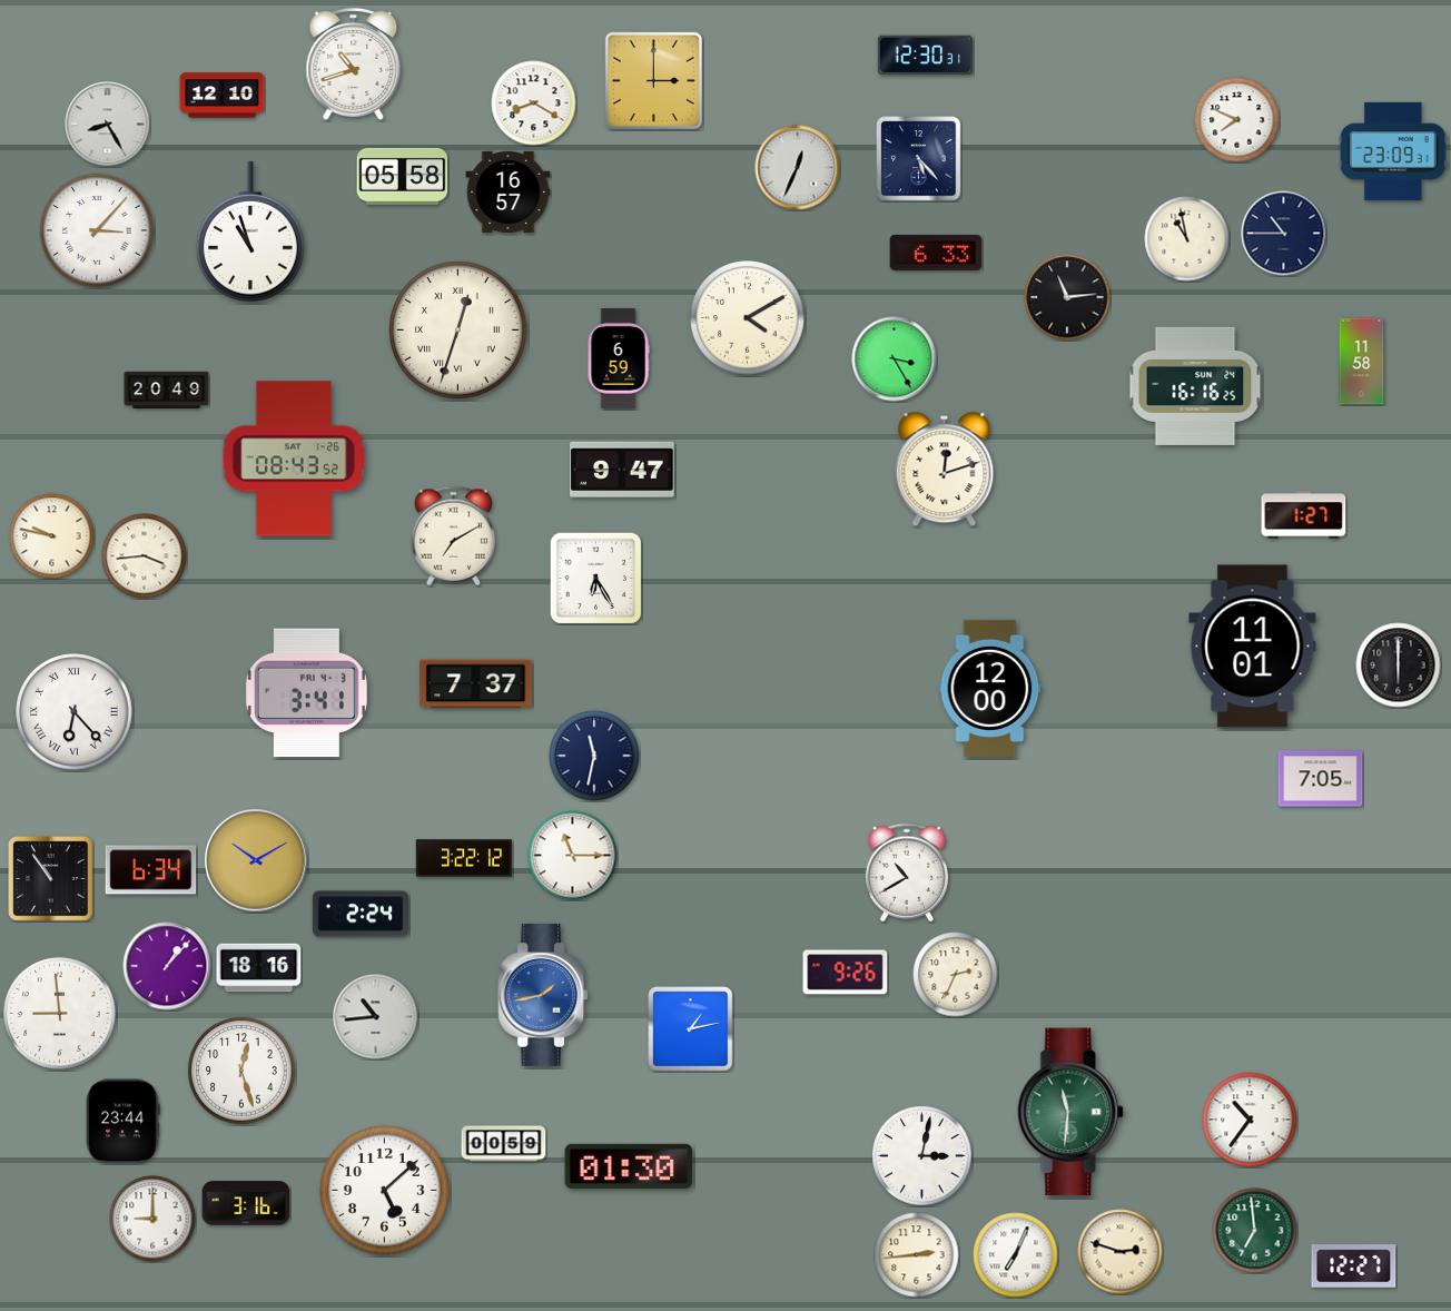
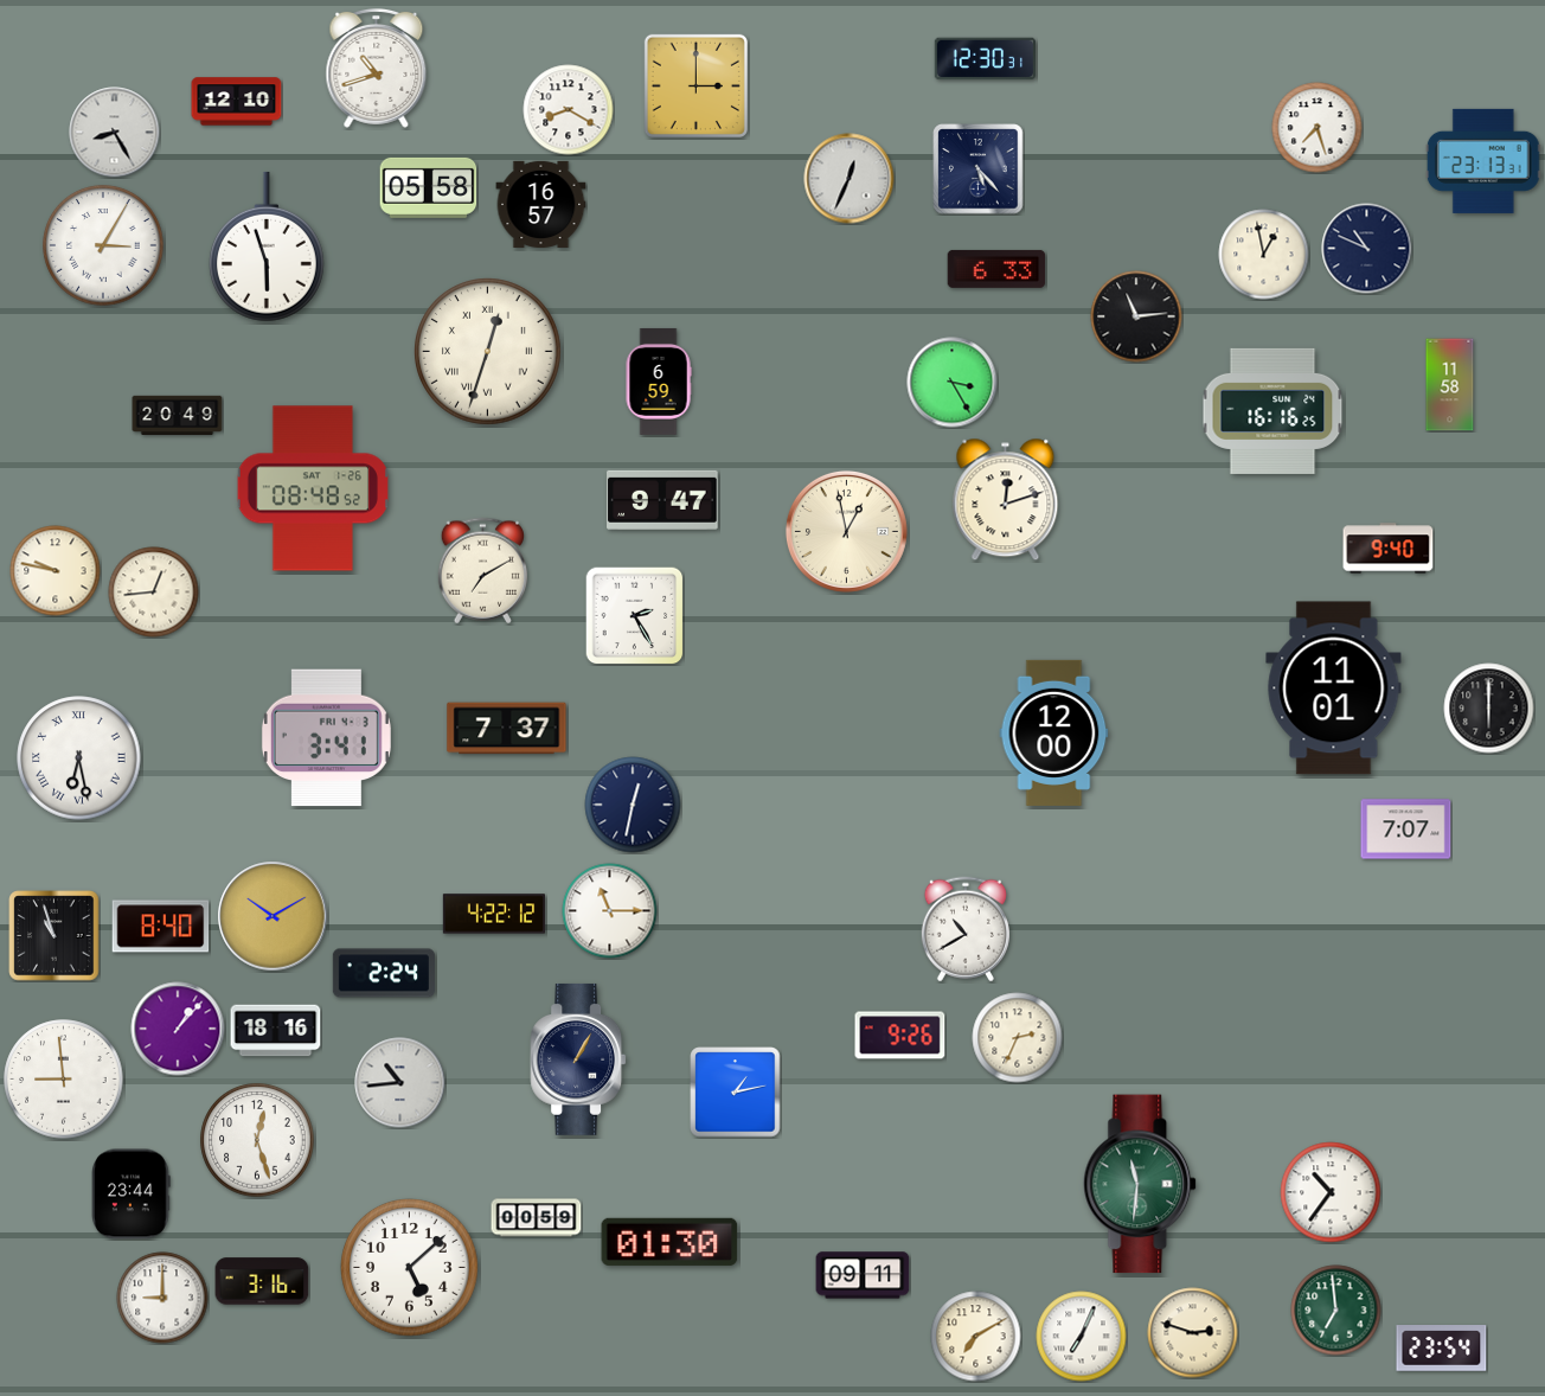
clock at (1237, 120): 7:49 -> 7:27
clock at (1393, 151): 23:09 -> 23:13
clock at (97, 230): 3:07 -> 3:05
clock at (250, 231): 10:57 -> 5:57
clock at (1284, 234): 10:45 -> 10:49
clock at (1187, 239): 10:58 -> 12:58
clock at (748, 318): 4:10 -> none
clock at (294, 459): 08:43 -> 08:48
clock at (846, 531): none -> 12:58
clock at (1304, 515): 1:27 -> 9:40
clock at (145, 556): 3:44 -> 12:44
clock at (595, 578): 6:25 -> 2:25
clock at (75, 712): 6:23 -> 6:28
clock at (594, 756): 11:32 -> 12:32
clock at (1321, 779): 7:05 -> 7:07
clock at (463, 858): 3:22 -> 4:22
clock at (151, 870): 6:34 -> 8:40
clock at (51, 879): 10:54 -> 10:57
clock at (543, 995): 1:43 -> 1:05
clock at (543, 995) dial: blue -> navy
clock at (691, 1029) position: (691, 1029) -> (736, 1093)
clock at (922, 1156): 3:02 -> none
clock at (863, 1275): none -> 09:11
clock at (917, 1255): 2:44 -> 7:10
clock at (1354, 1266): 12:27 -> 23:54
